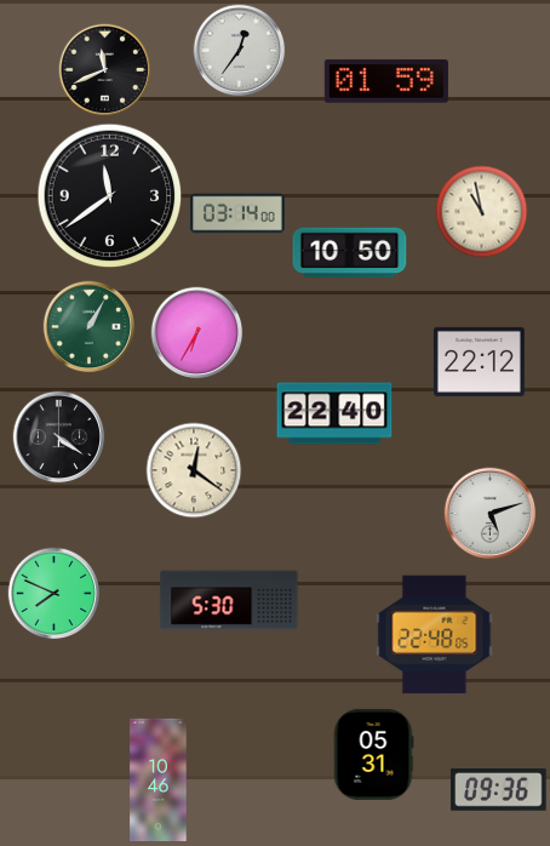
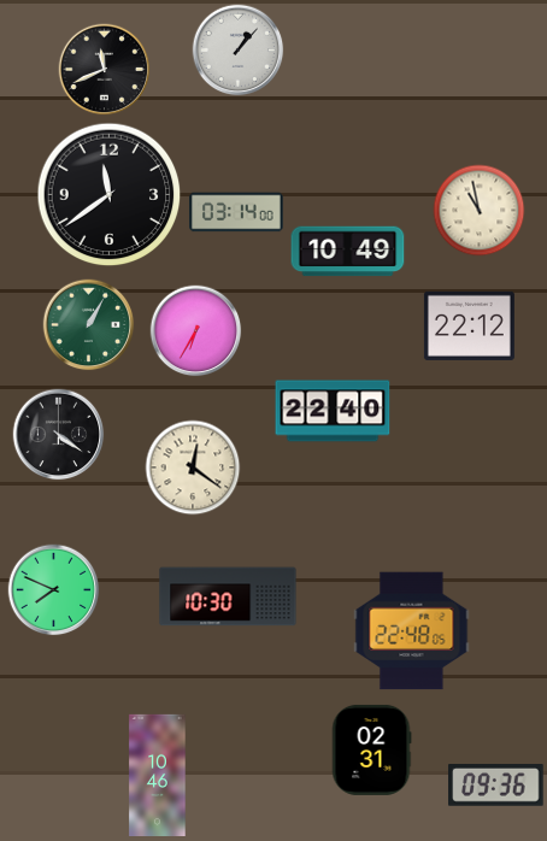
clock at (240, 51): 12:36 -> 1:07
clock at (386, 81): 01:59 -> none
clock at (350, 253): 10:50 -> 10:49
clock at (479, 361) position: (479, 361) -> (469, 325)
clock at (491, 514): 5:12 -> none
clock at (229, 600): 5:30 -> 10:30
clock at (435, 635) position: (435, 635) -> (412, 631)
clock at (373, 754): 05:31 -> 02:31
